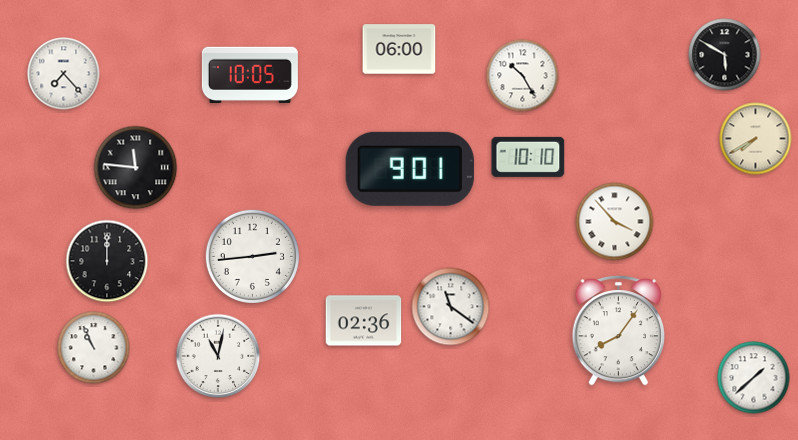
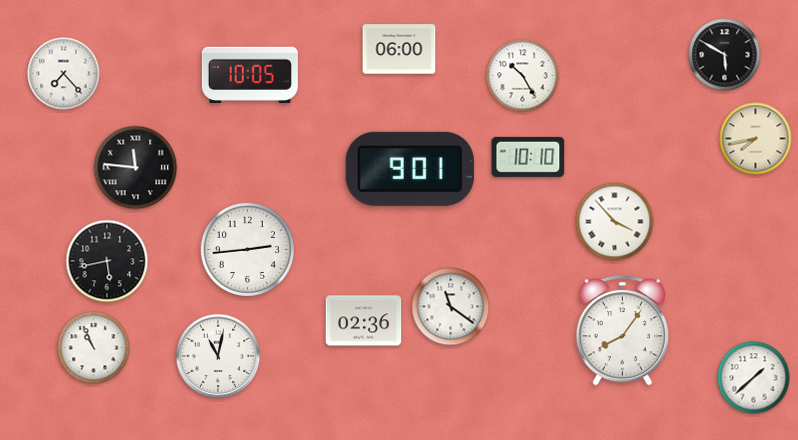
clock at (756, 139): 7:40 -> 7:43
clock at (252, 256) position: (252, 256) -> (247, 249)
clock at (107, 261): 12:00 -> 5:43
clock at (618, 331) position: (618, 331) -> (622, 331)
